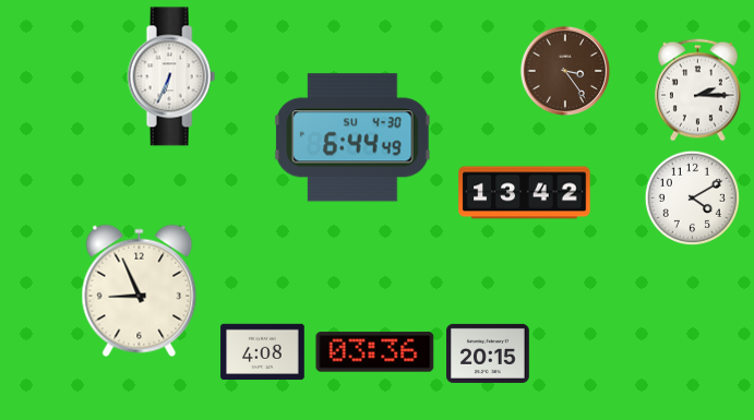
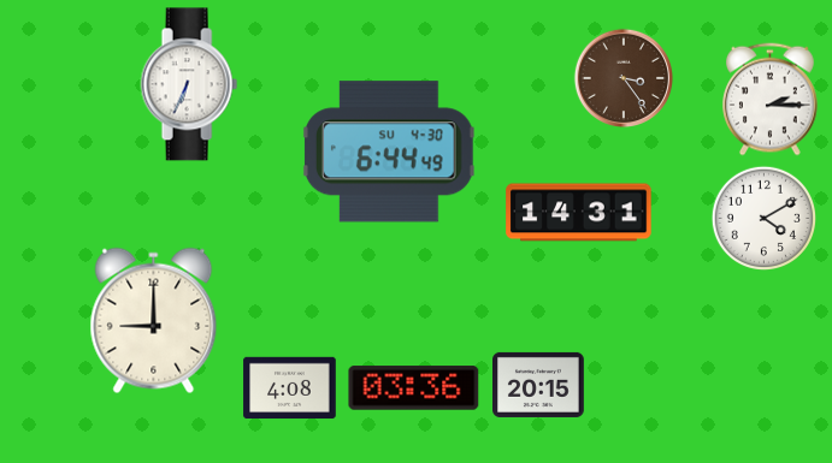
clock at (525, 193): 13:42 -> 14:31
clock at (140, 291): 8:56 -> 9:00
clock at (489, 353) position: (489, 353) -> (539, 385)
